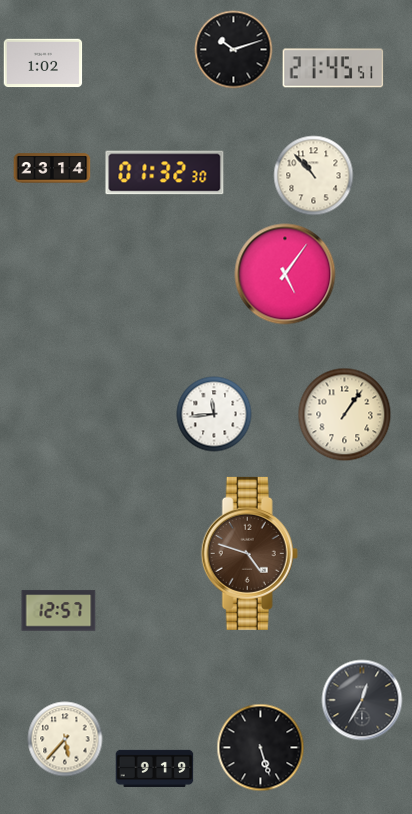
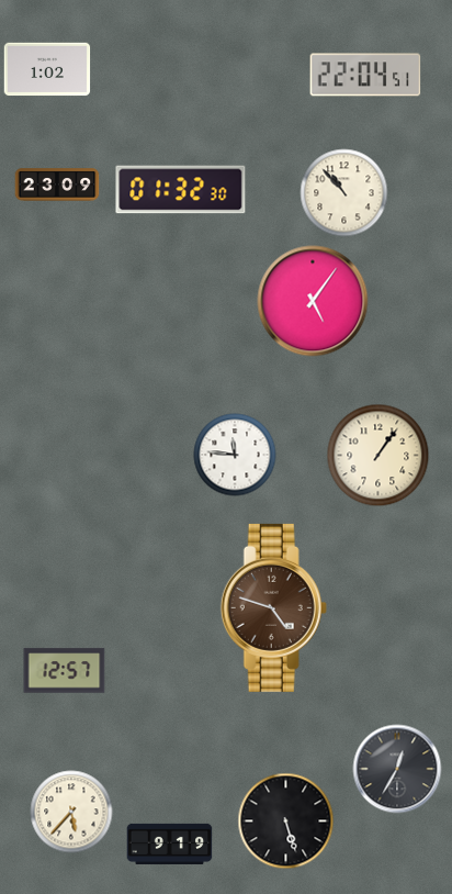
clock at (234, 50): 10:12 -> none
clock at (333, 68): 21:45 -> 22:04
clock at (52, 168): 23:14 -> 23:09
clock at (214, 414): 11:44 -> 11:46
